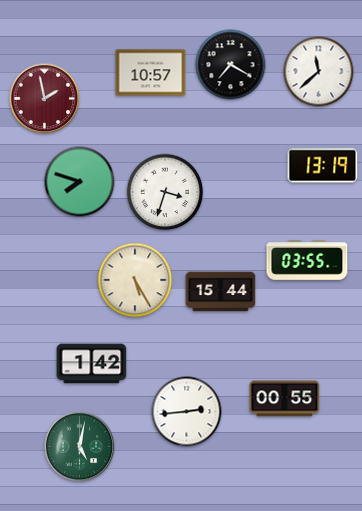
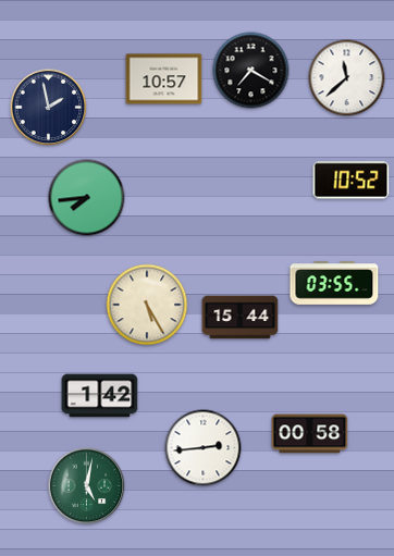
clock at (45, 99) dial: burgundy -> navy
clock at (323, 166): 13:19 -> 10:52
clock at (80, 182): 7:48 -> 7:44
clock at (165, 192): 3:33 -> none
clock at (285, 399): 00:55 -> 00:58
